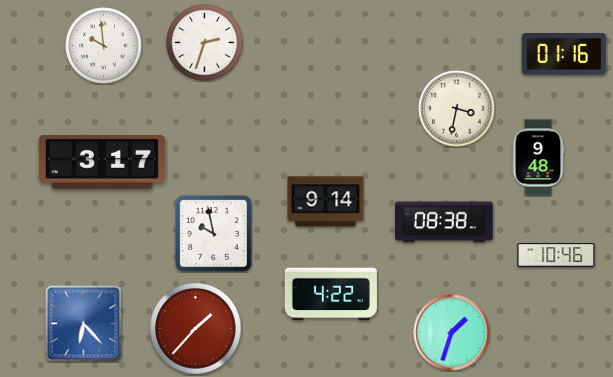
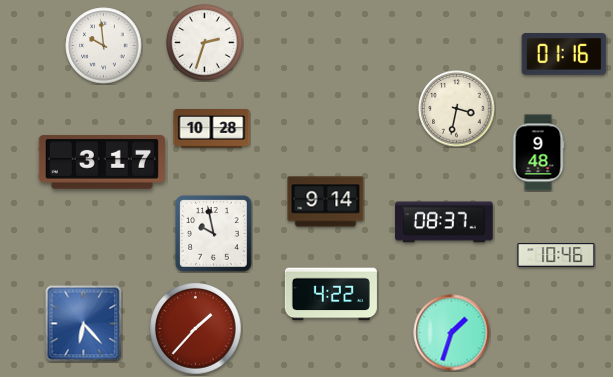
clock at (212, 129): none -> 10:28
clock at (538, 158) position: (538, 158) -> (538, 153)
clock at (444, 222): 08:38 -> 08:37
